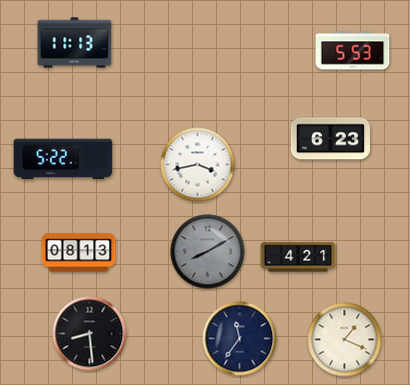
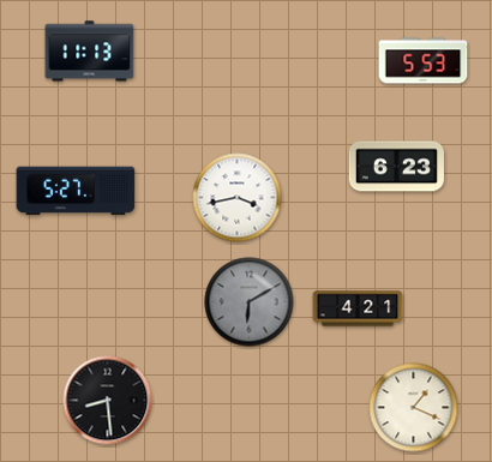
clock at (63, 159): 5:22 -> 5:27
clock at (208, 252): 8:10 -> 6:10
clock at (79, 253): 08:13 -> none
clock at (240, 339): 11:36 -> none
